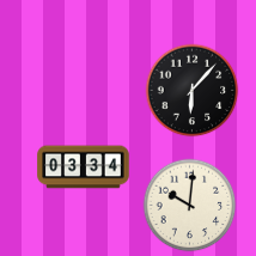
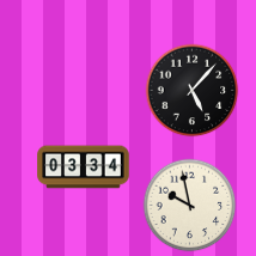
clock at (191, 90): 6:07 -> 5:07
clock at (189, 205): 10:01 -> 9:58
